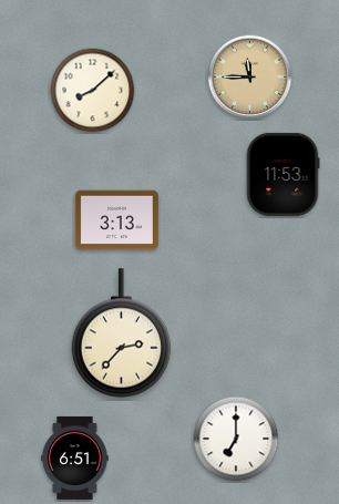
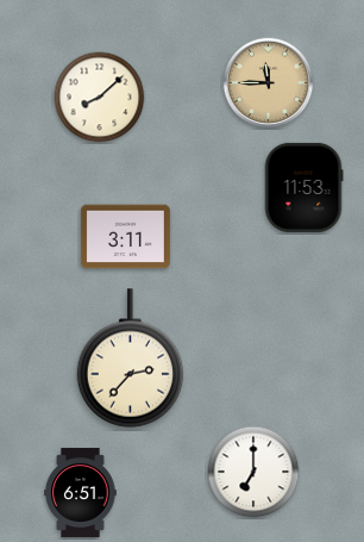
clock at (116, 220): 3:13 -> 3:11
